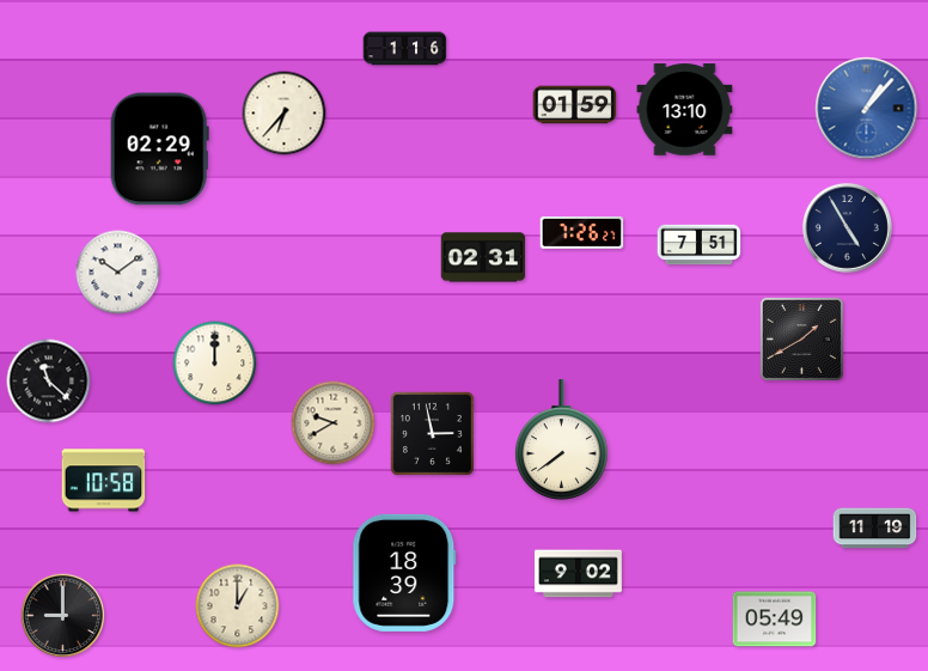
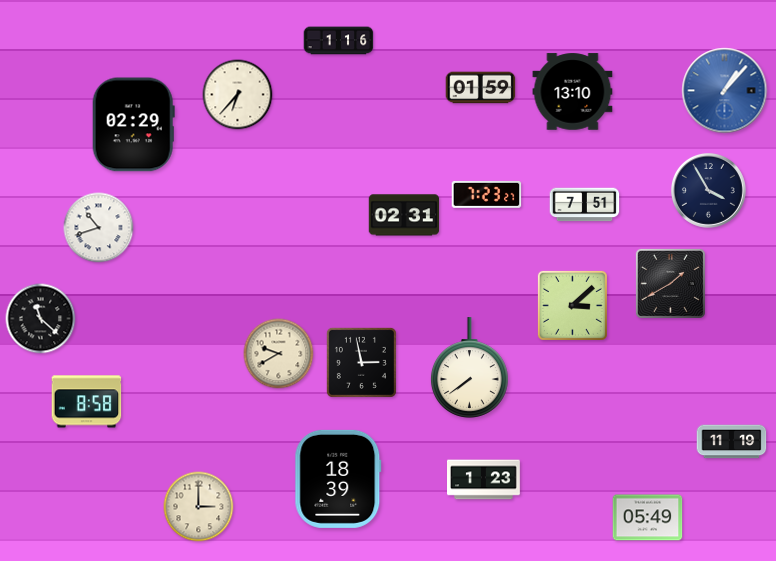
clock at (847, 227): 4:55 -> 3:55
clock at (582, 232): 7:26 -> 7:23
clock at (118, 273): 10:09 -> 10:42
clock at (215, 364): 12:00 -> none
clock at (572, 305): none -> 3:08
clock at (104, 481): 10:58 -> 8:58
clock at (579, 574): 9:02 -> 1:23
clock at (238, 606): 1:00 -> 3:00
clock at (63, 616): 9:00 -> none
